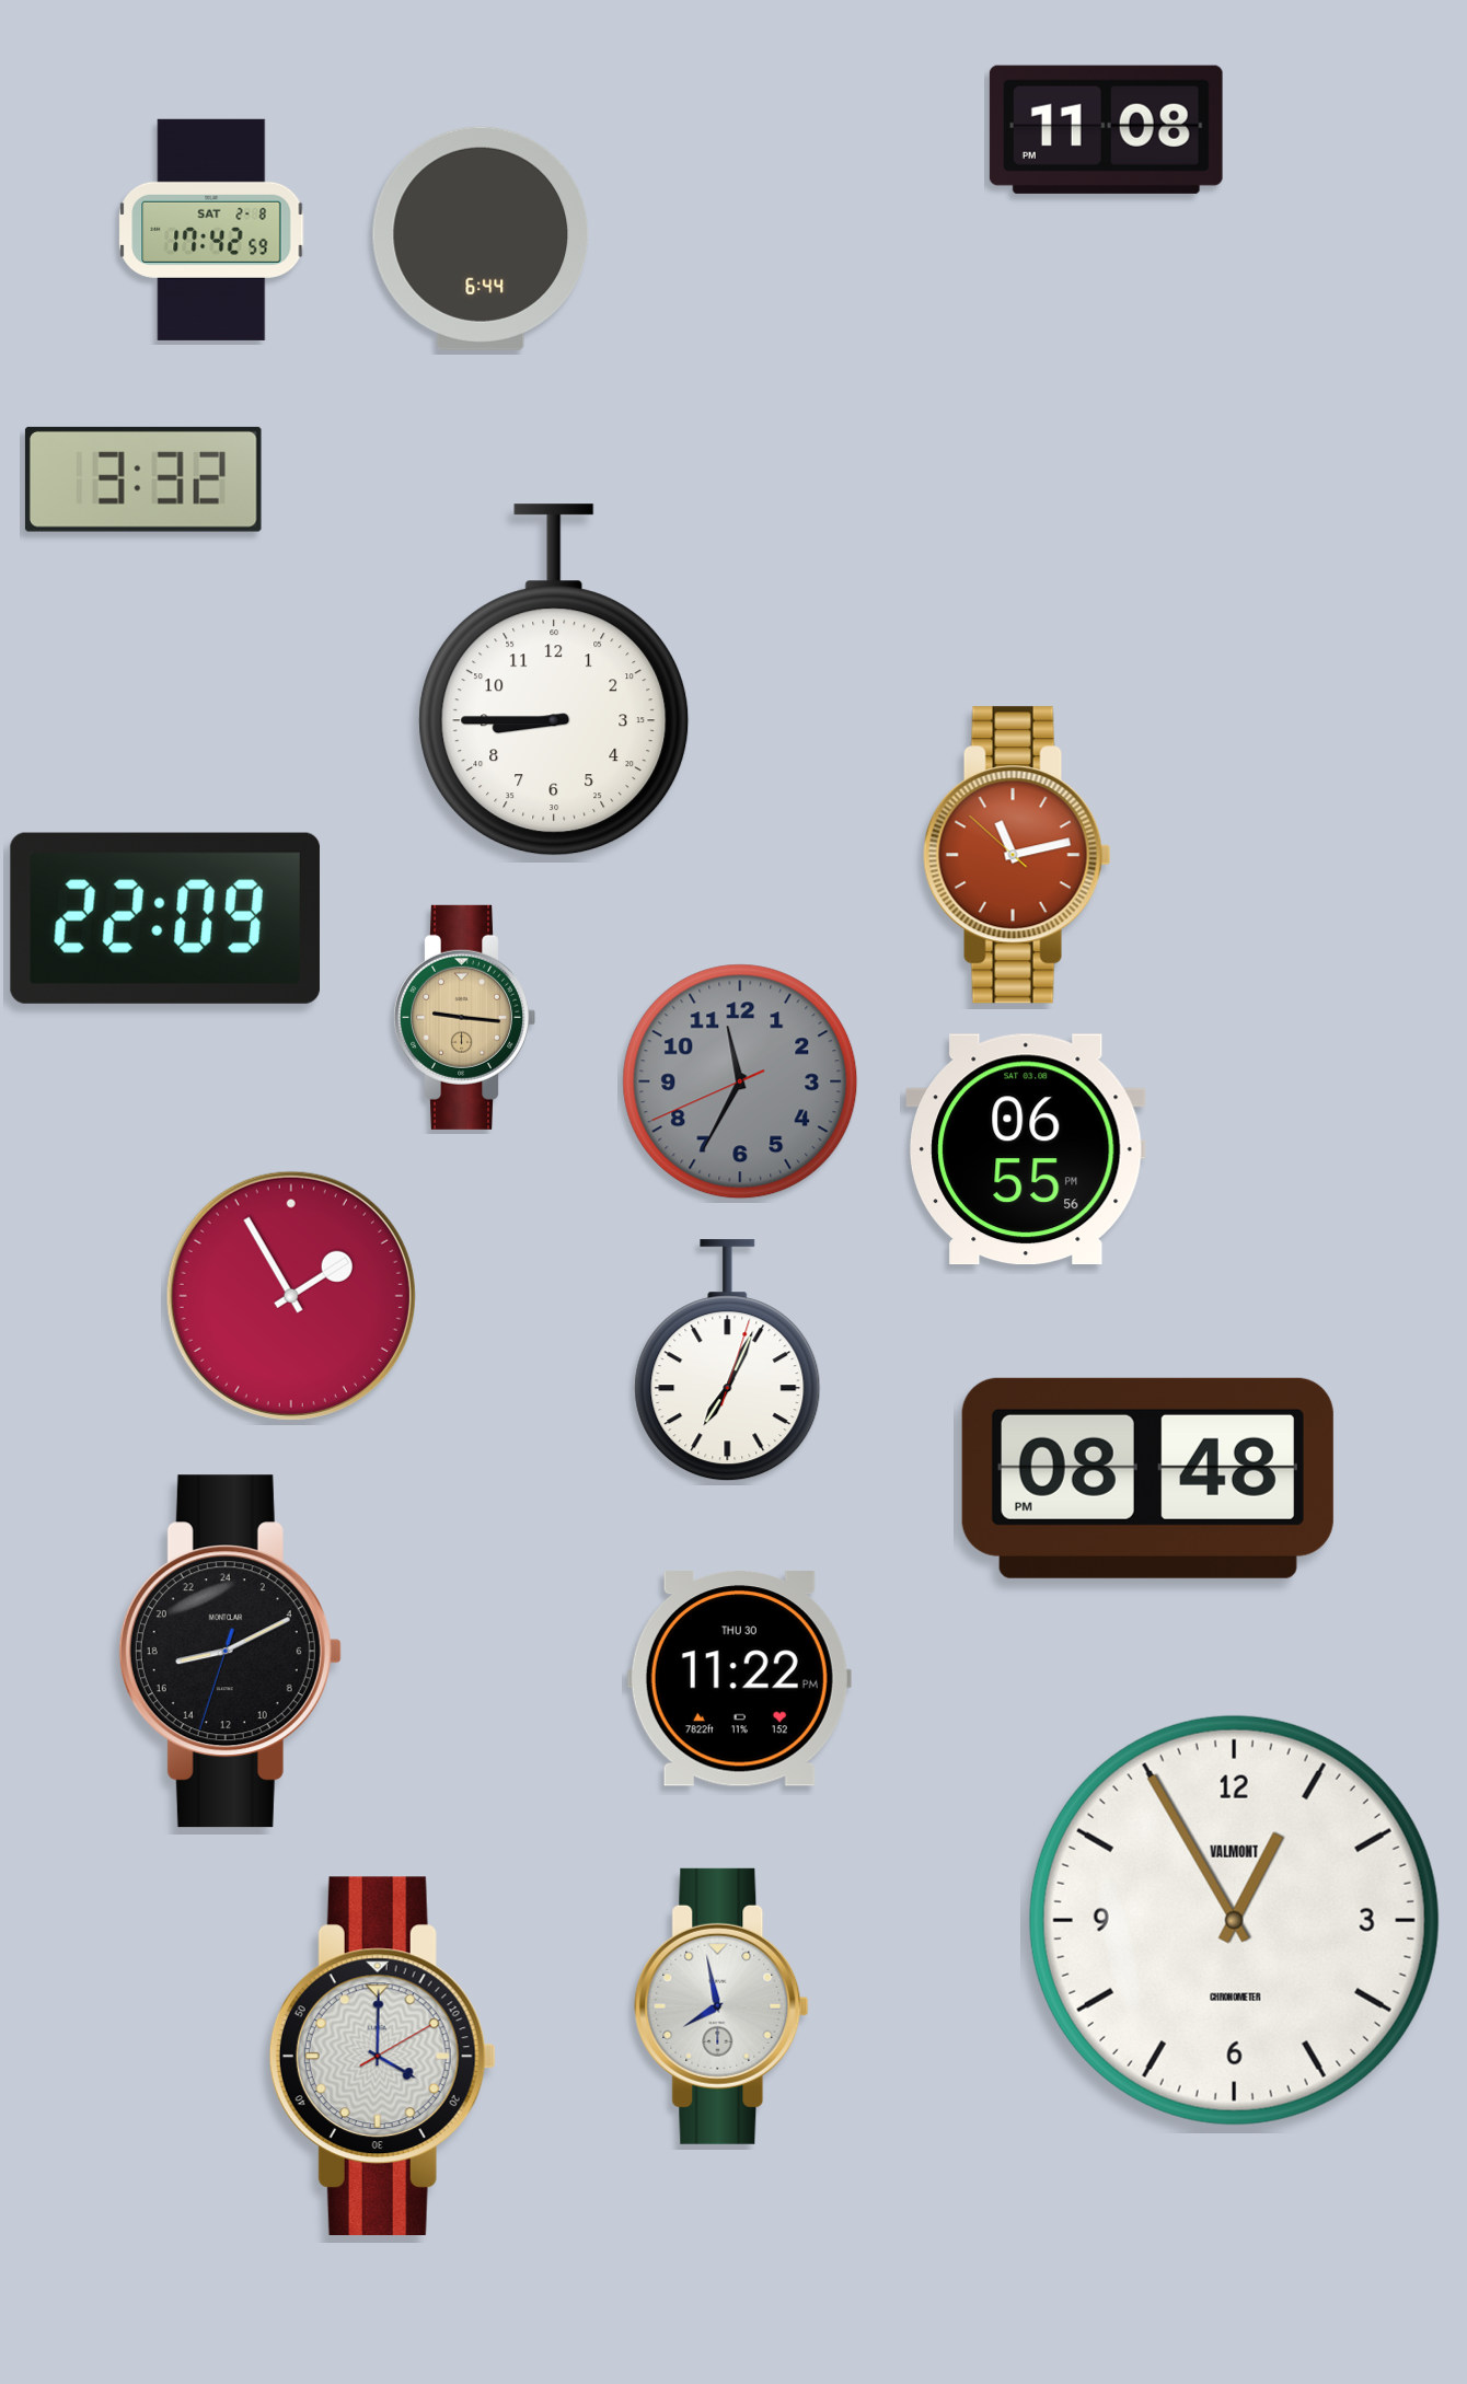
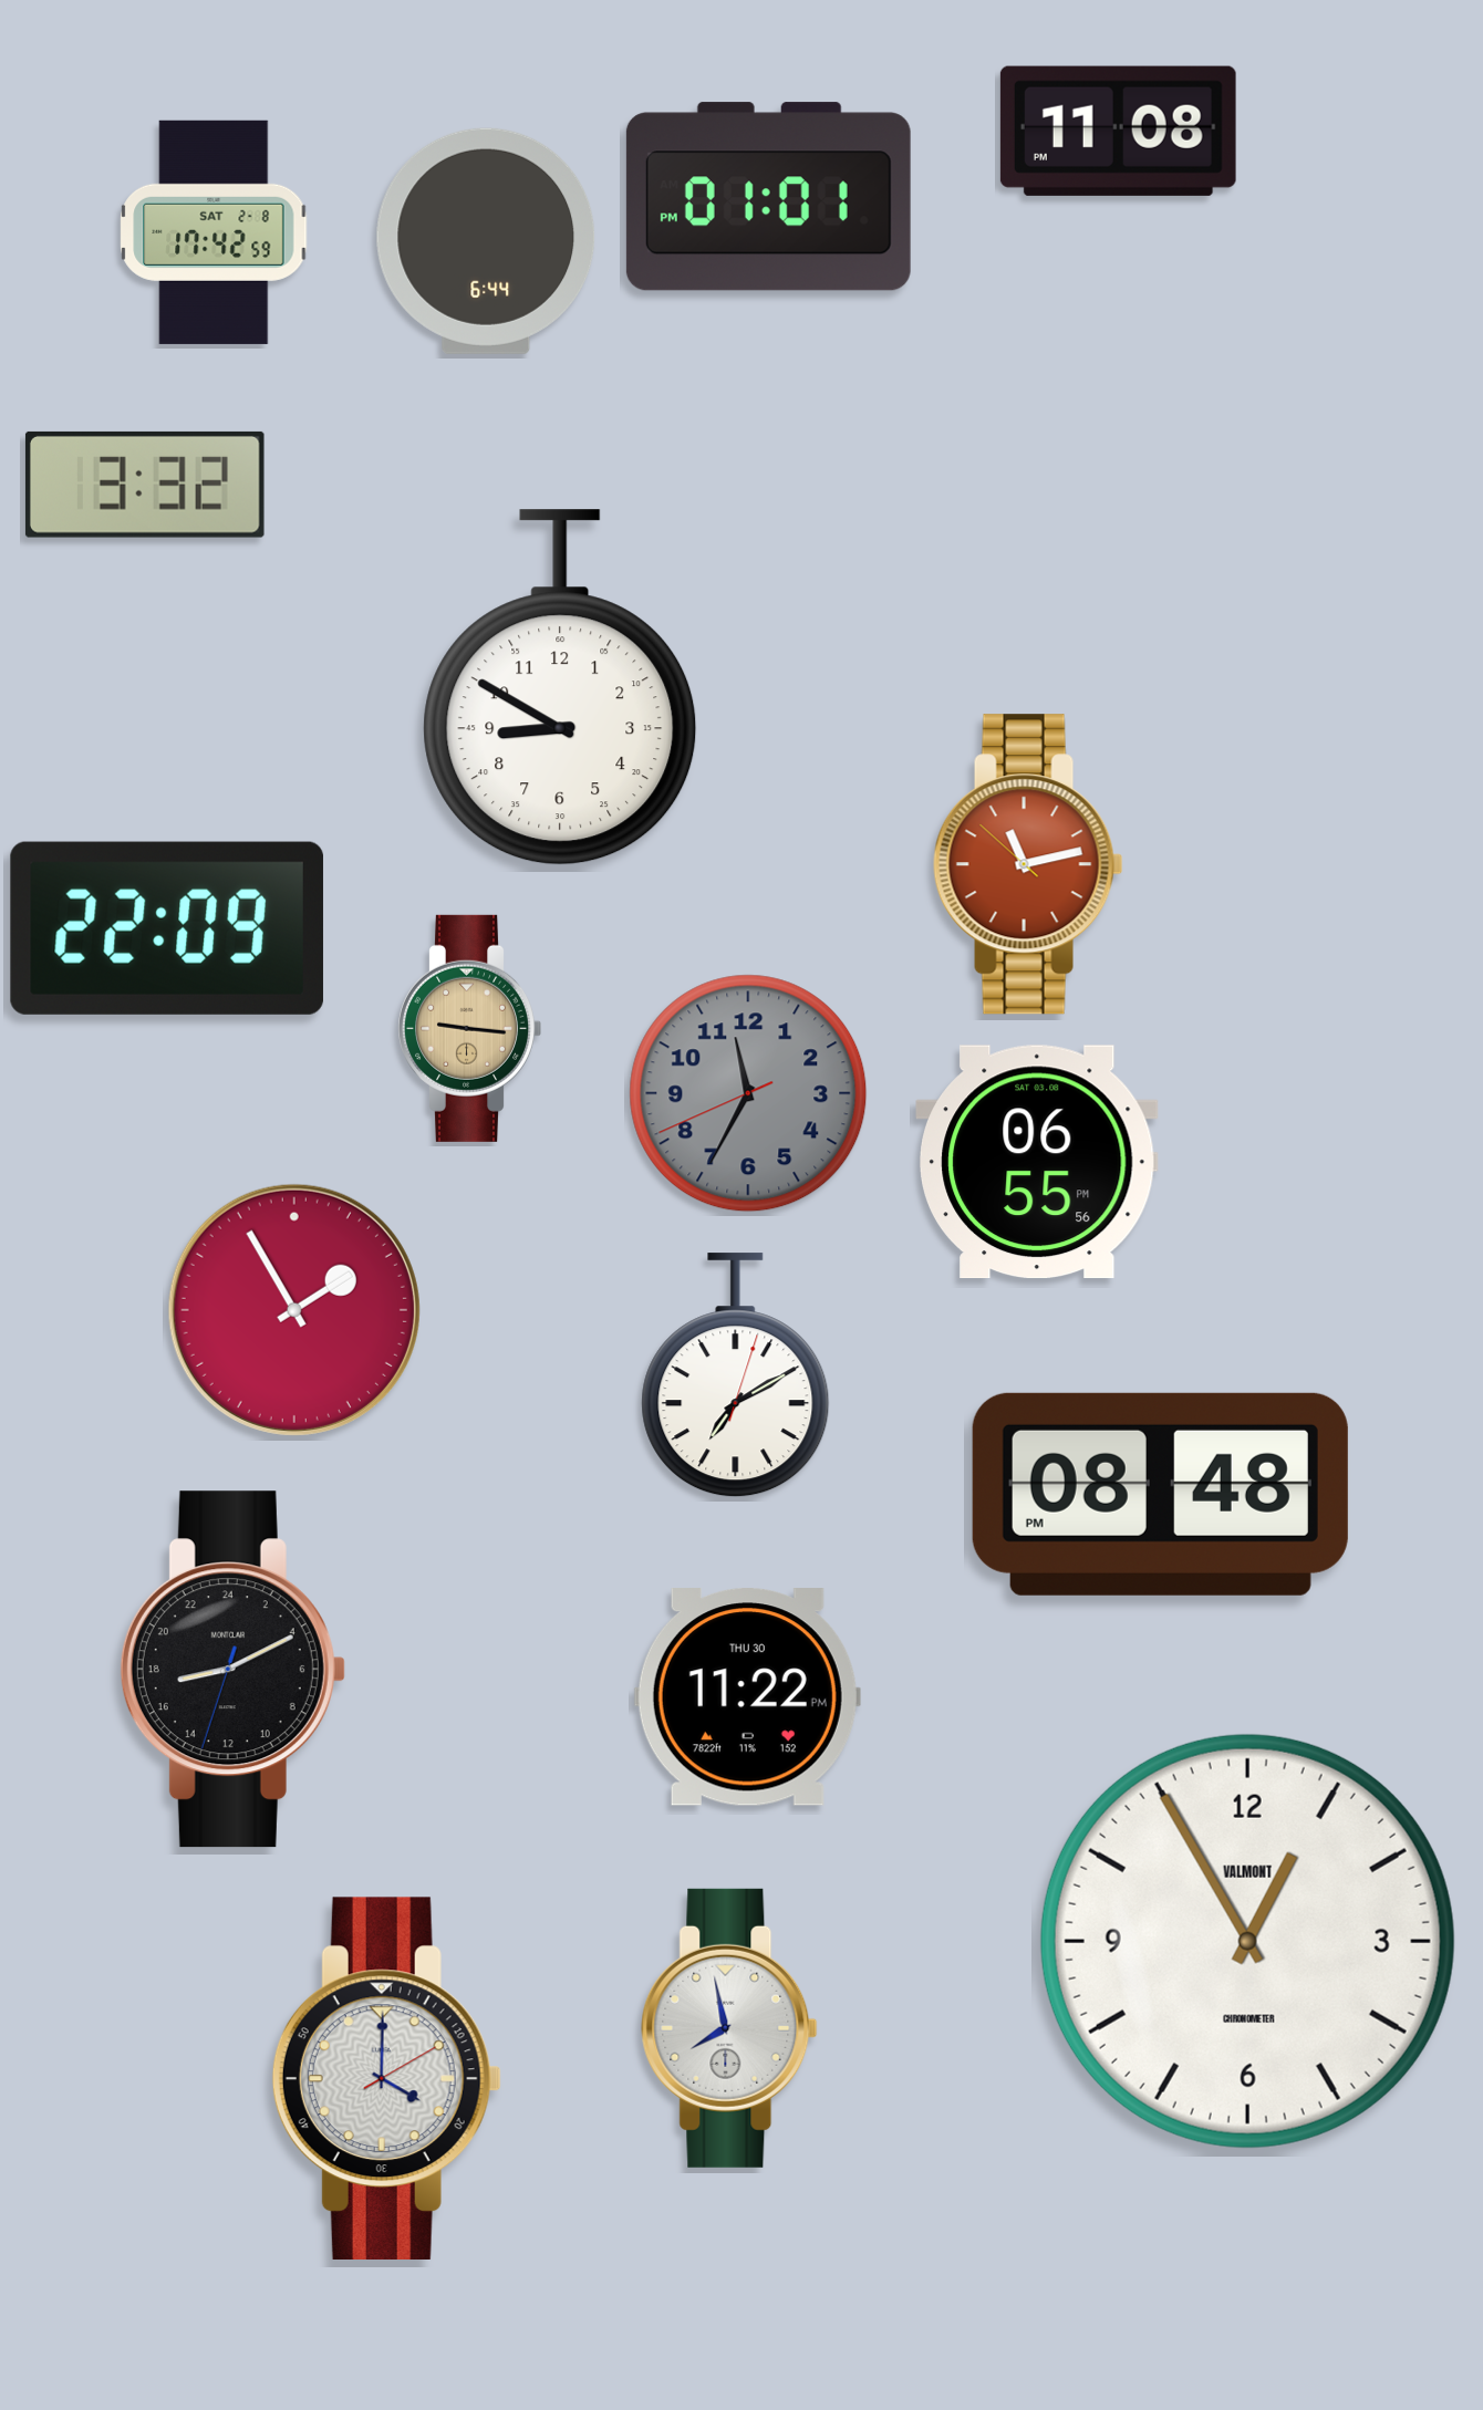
clock at (768, 197): none -> 01:01
clock at (554, 681): 8:45 -> 8:50
clock at (728, 1361): 7:04 -> 7:10
